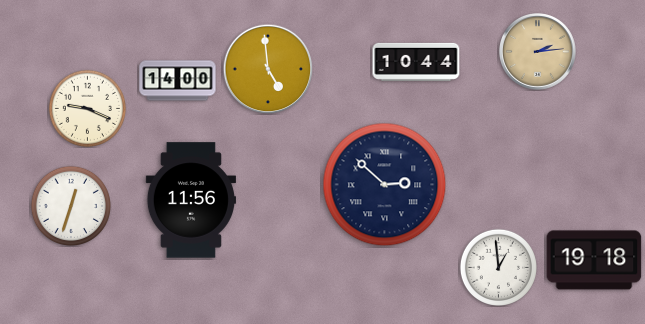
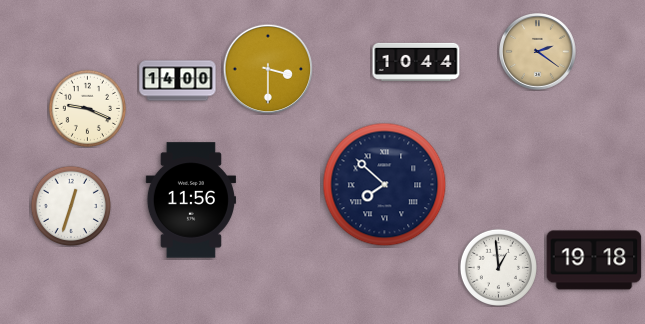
clock at (538, 52): 2:14 -> 2:21
clock at (268, 69): 4:59 -> 3:30
clock at (385, 185): 2:52 -> 7:52
